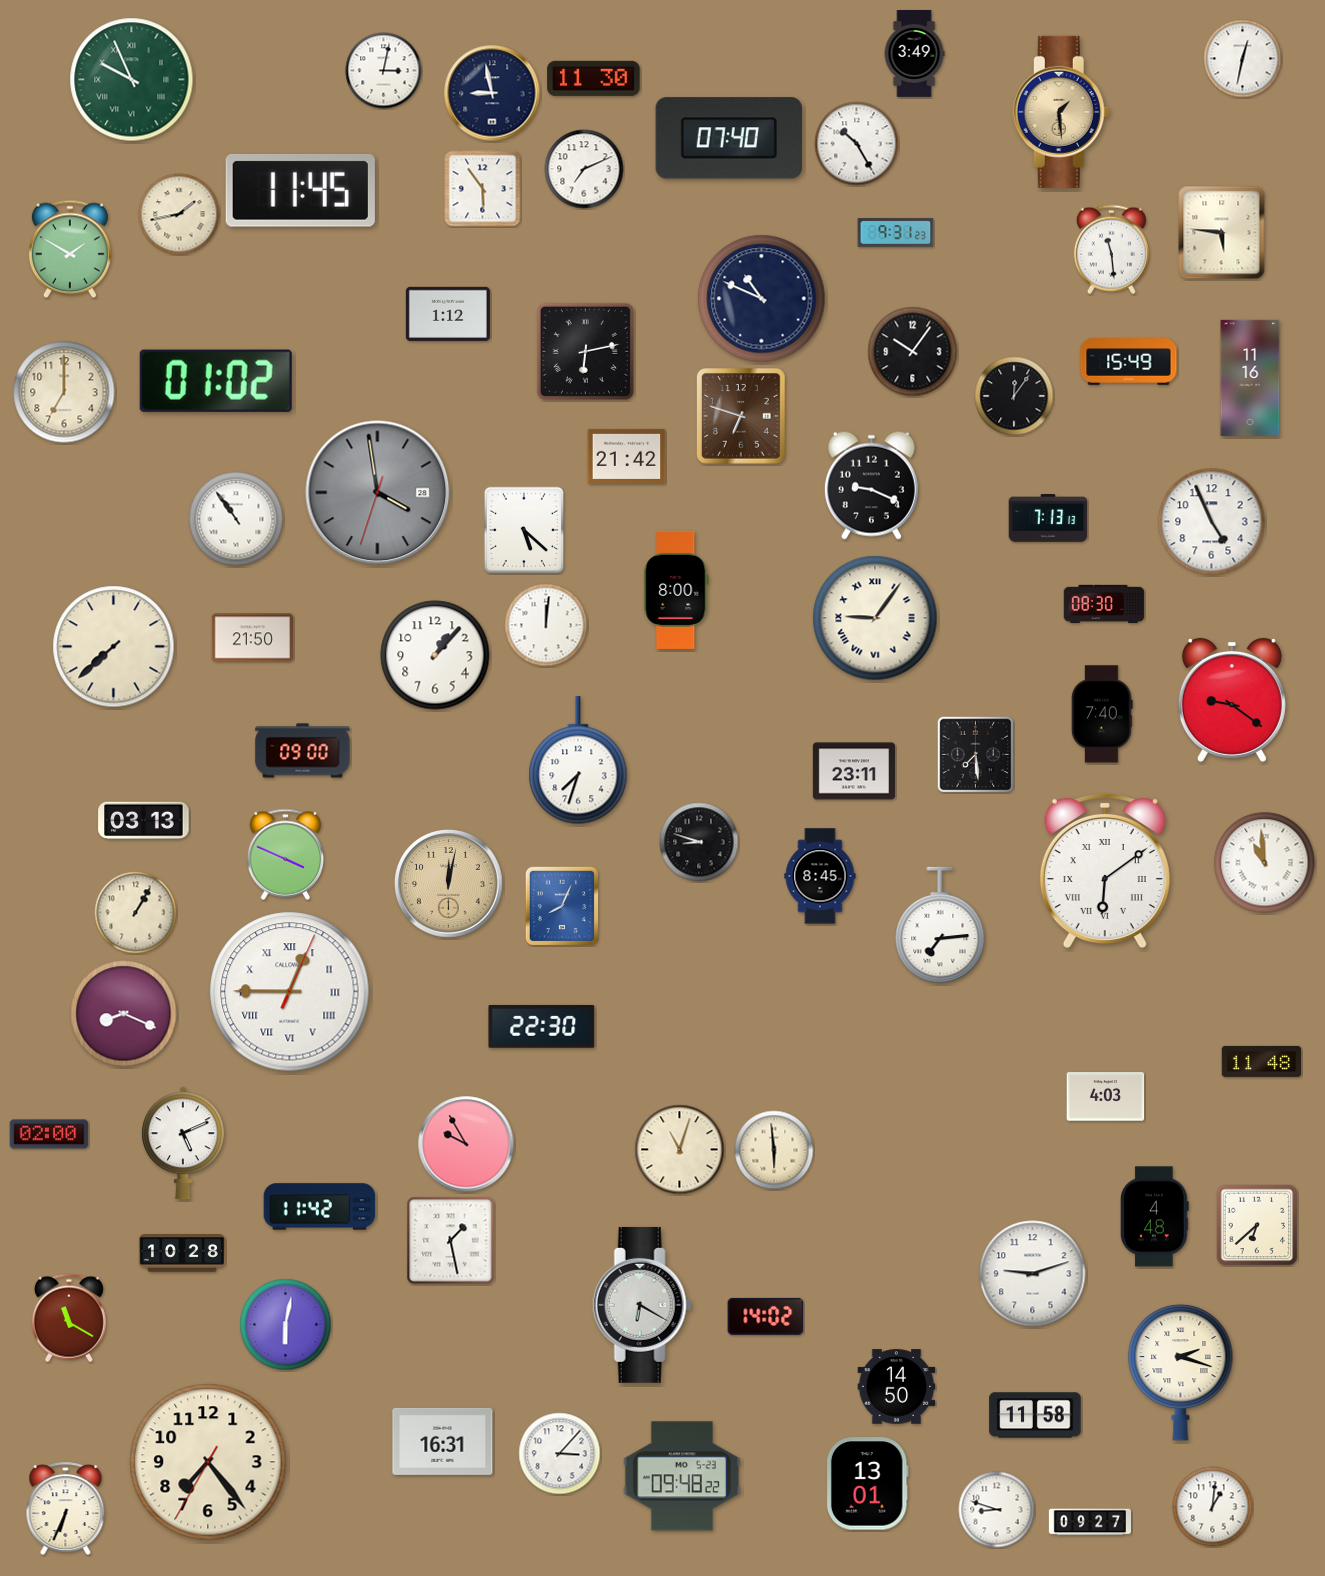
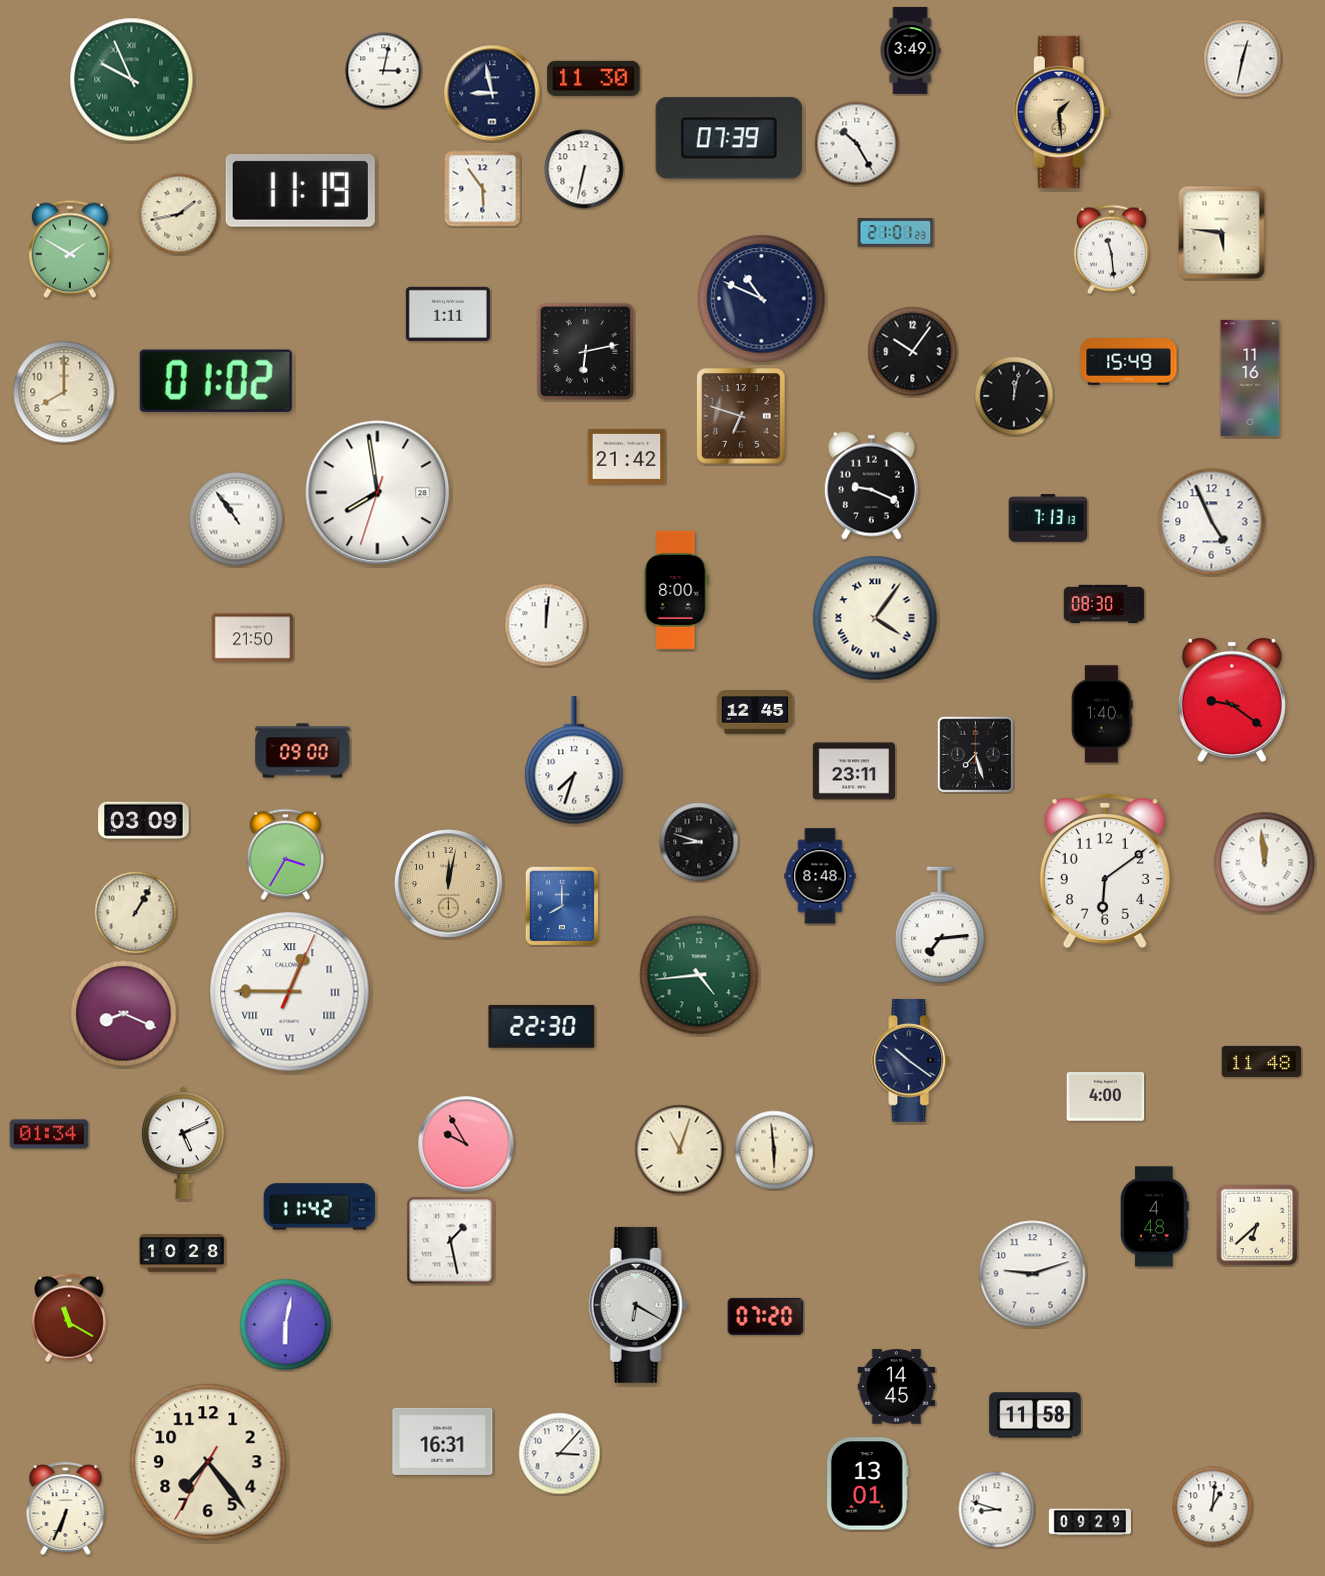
clock at (914, 54) position: (914, 54) -> (910, 51)
clock at (728, 138): 07:40 -> 07:39
clock at (584, 169): 7:11 -> 6:32
clock at (300, 190): 11:45 -> 11:19
clock at (896, 233): 9:31 -> 21:01
clock at (448, 314): 1:12 -> 1:11
clock at (64, 392): 7:00 -> 8:00
clock at (1014, 396): 12:06 -> 12:02
clock at (378, 493): 3:58 -> 7:58
clock at (378, 493) dial: grey -> white
clock at (523, 529): 5:22 -> none
clock at (875, 618): 9:06 -> 4:06
clock at (114, 647): 7:38 -> none
clock at (435, 655): 1:07 -> none
clock at (755, 712): none -> 12:45
clock at (1102, 714): 7:40 -> 1:40
clock at (975, 754): 7:29 -> 7:27
clock at (578, 761) position: (578, 761) -> (574, 761)
clock at (144, 821): 03:13 -> 03:09
clock at (286, 854): 3:49 -> 3:35
clock at (1265, 863): 10:59 -> 11:59
clock at (1105, 870) numerals: Roman -> Arabic
clock at (820, 876): 8:45 -> 8:48
clock at (562, 906): 8:04 -> 8:00
clock at (699, 975): none -> 4:44
clock at (911, 1061): none -> 10:21
clock at (1106, 1097): 4:03 -> 4:00
clock at (49, 1134): 02:00 -> 01:34
clock at (642, 1305) position: (642, 1305) -> (638, 1305)
clock at (766, 1316): 14:02 -> 07:20
clock at (1181, 1372): 2:18 -> none
clock at (897, 1387): 14:50 -> 14:45
clock at (682, 1476): 09:48 -> none
clock at (1089, 1522): 09:27 -> 09:29
